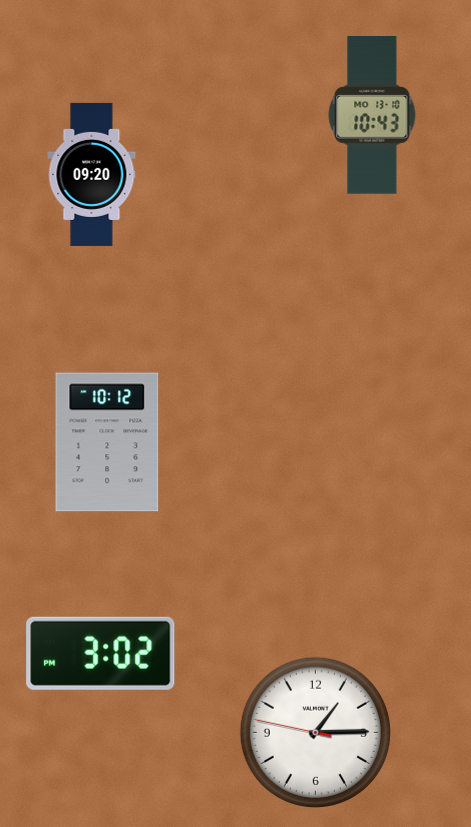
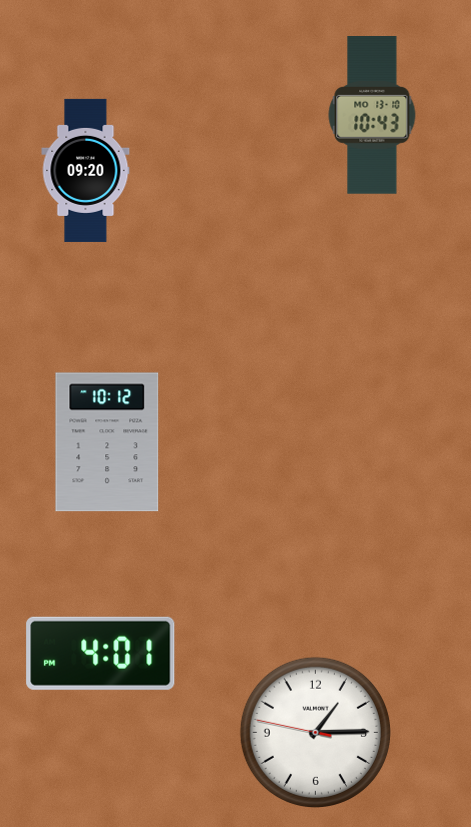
clock at (92, 174) position: (92, 174) -> (86, 170)
clock at (101, 653): 3:02 -> 4:01
